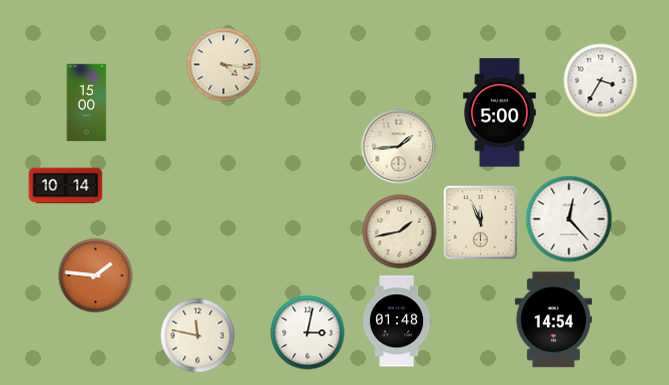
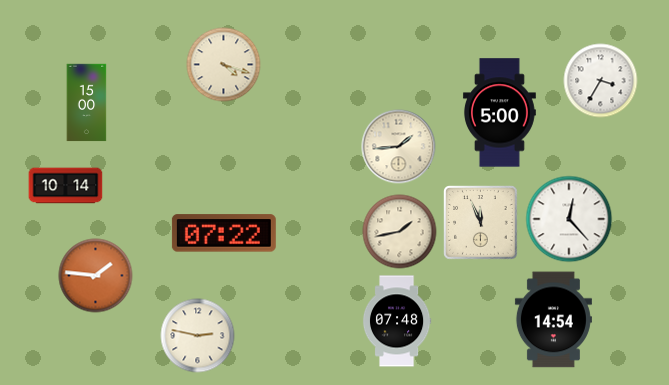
clock at (224, 65): 4:16 -> 4:18
clock at (224, 233): none -> 07:22
clock at (397, 321): 01:48 -> 07:48
clock at (308, 333): 3:02 -> none
clock at (198, 336): 11:47 -> 2:47
